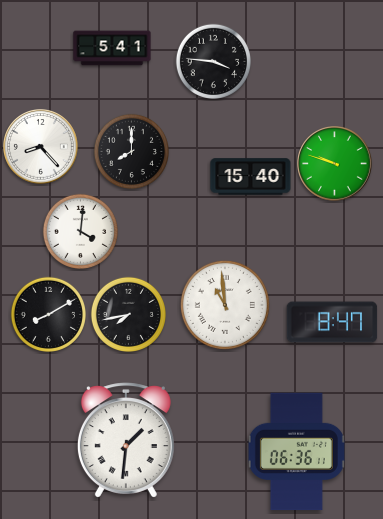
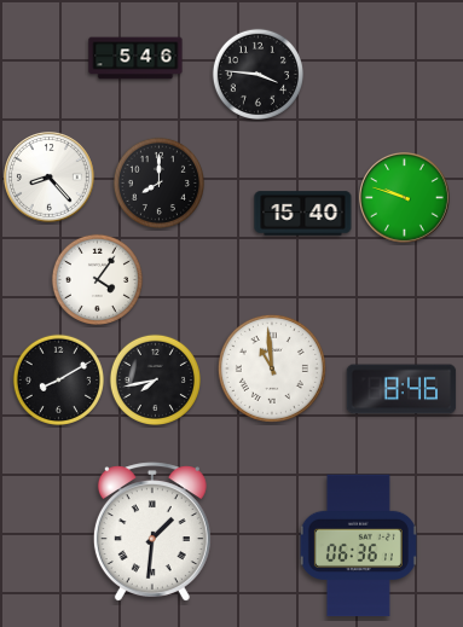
clock at (112, 48): 5:41 -> 5:46
clock at (80, 231): 4:01 -> 4:06
clock at (332, 322): 8:47 -> 8:46
